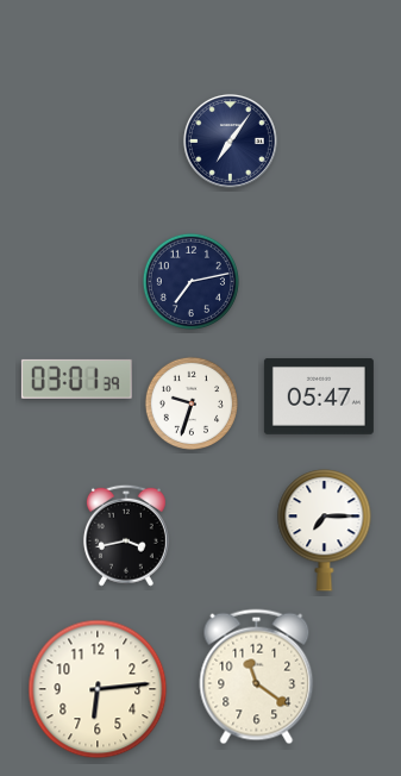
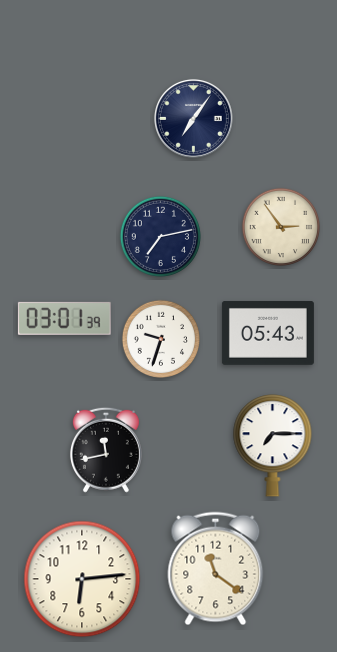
clock at (280, 226): none -> 2:54
clock at (319, 398): 05:47 -> 05:43
clock at (126, 536): 3:43 -> 11:43
